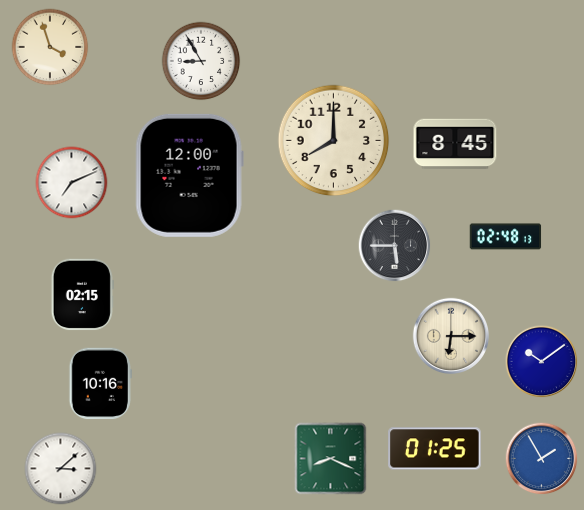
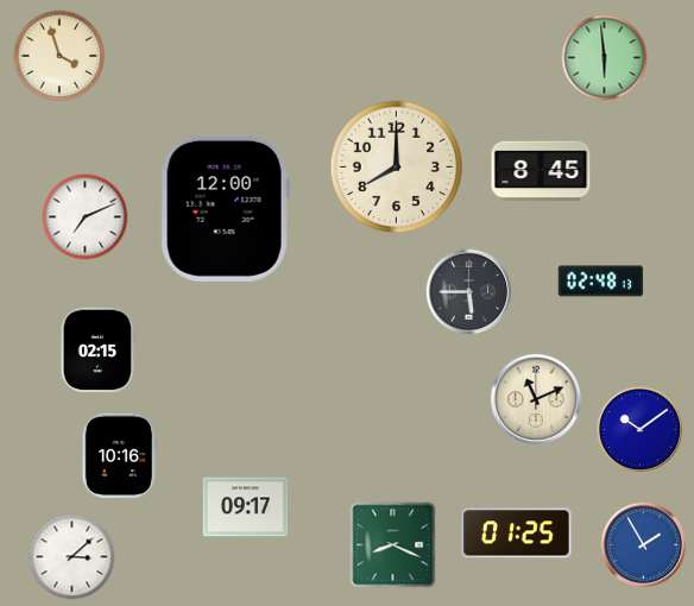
clock at (605, 58): none -> 5:59
clock at (201, 61): 8:55 -> none
clock at (450, 335): 6:15 -> 11:11
clock at (542, 362) position: (542, 362) -> (641, 430)
clock at (246, 507): none -> 09:17
